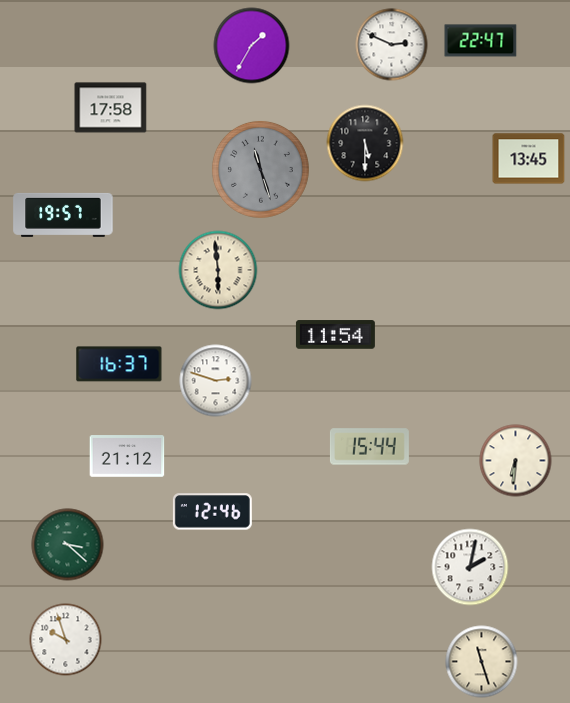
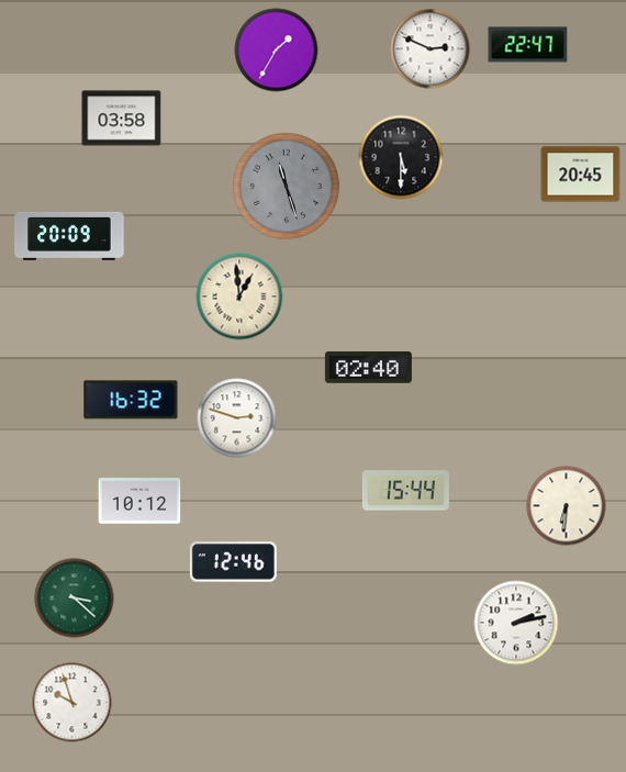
clock at (111, 108): 17:58 -> 03:58
clock at (529, 159): 13:45 -> 20:45
clock at (63, 215): 19:57 -> 20:09
clock at (218, 270): 5:59 -> 12:59
clock at (335, 335): 11:54 -> 02:40
clock at (119, 364): 16:37 -> 16:32
clock at (127, 456): 21:12 -> 10:12
clock at (470, 567): 2:02 -> 2:13
clock at (482, 662): 11:27 -> none
